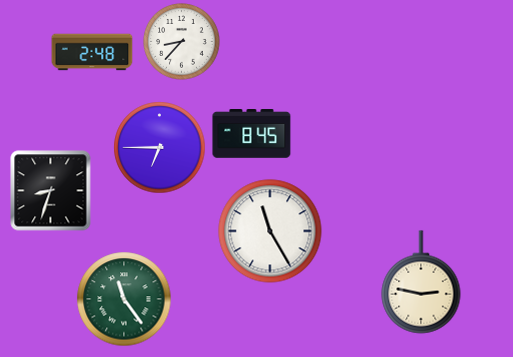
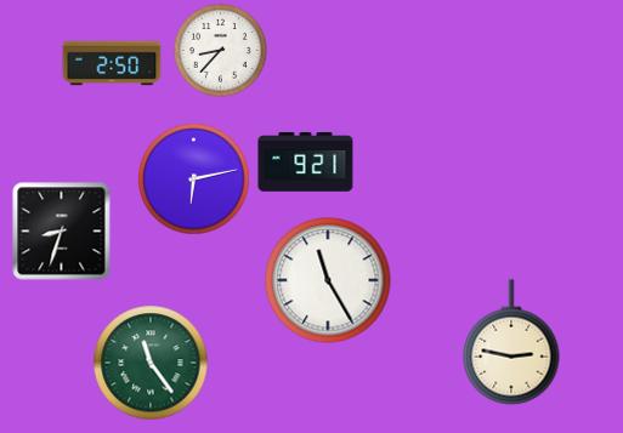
clock at (92, 52): 2:48 -> 2:50
clock at (252, 134): 8:45 -> 9:21
clock at (160, 148): 6:45 -> 6:13
